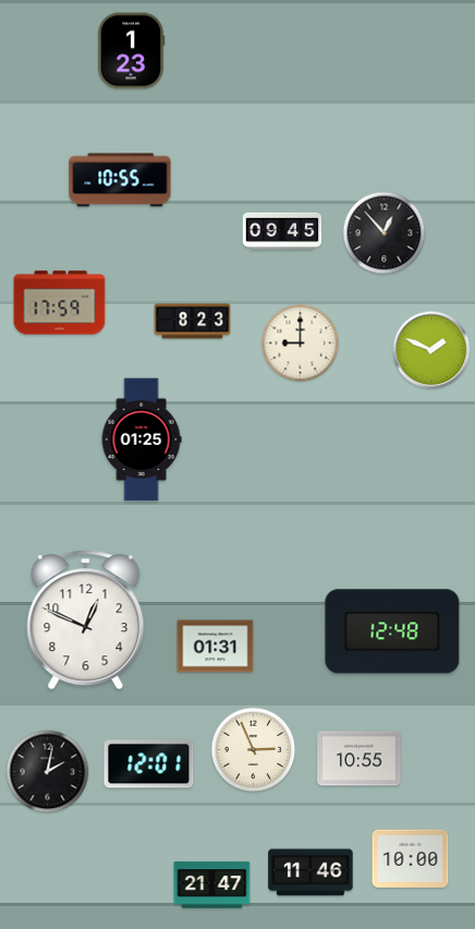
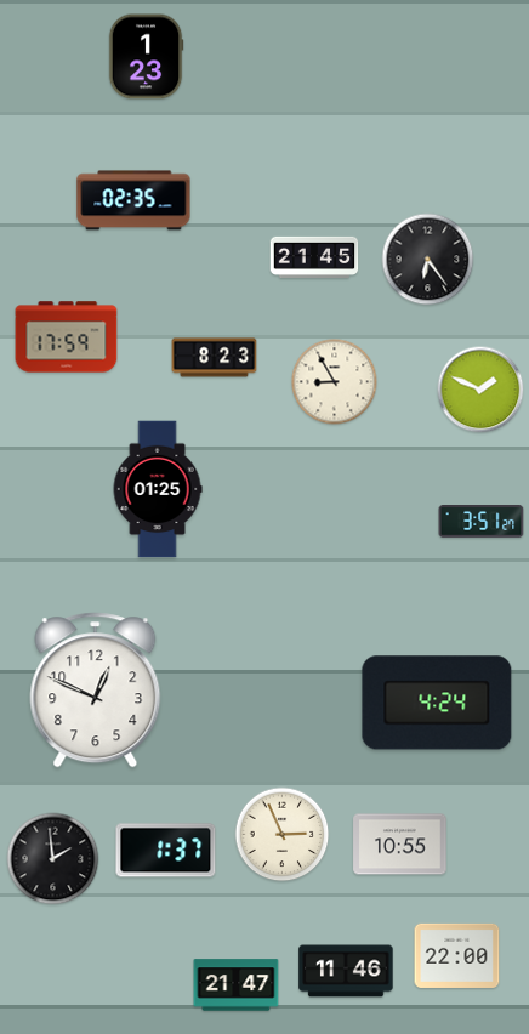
clock at (120, 180): 10:55 -> 02:35
clock at (282, 230): 09:45 -> 21:45
clock at (385, 233): 12:53 -> 6:24
clock at (301, 343): 9:00 -> 8:55
clock at (482, 522): none -> 3:51
clock at (392, 631): 12:48 -> 4:24
clock at (216, 647): 01:31 -> none
clock at (149, 764): 12:01 -> 1:37
clock at (48, 772): 2:02 -> 1:59
clock at (411, 858): 10:00 -> 22:00
